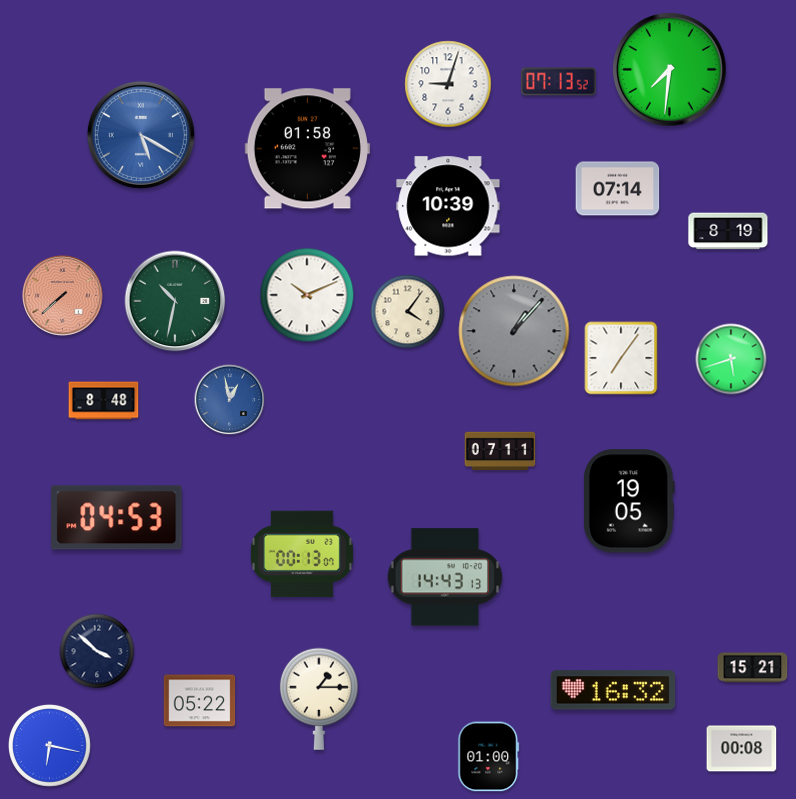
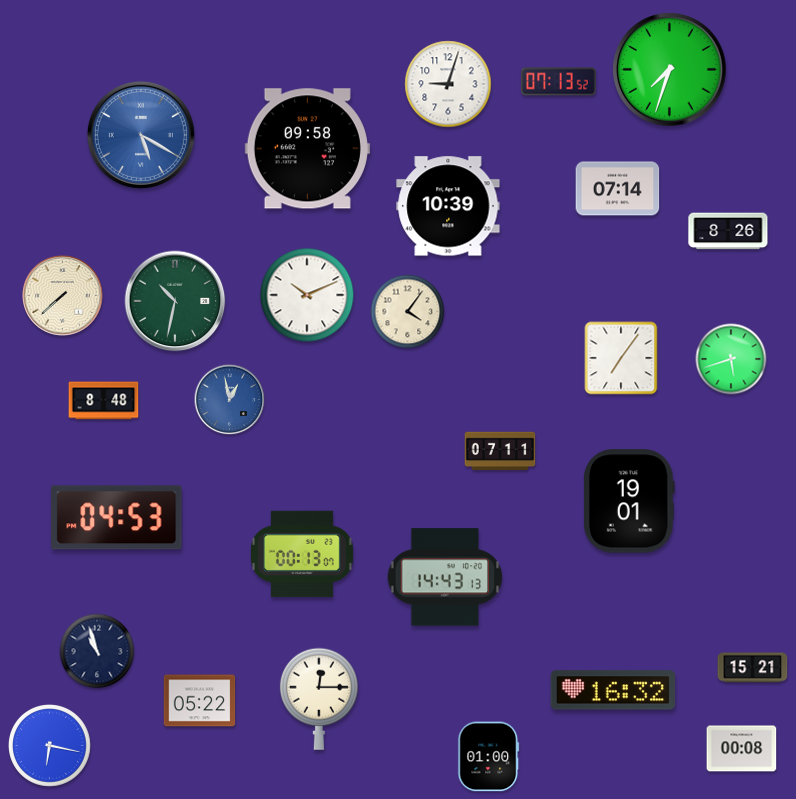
clock at (670, 70): 7:31 -> 7:33
clock at (307, 149): 01:58 -> 09:58
clock at (728, 231): 8:19 -> 8:26
clock at (63, 296) dial: salmon -> cream
clock at (514, 331): 1:07 -> none
clock at (630, 501): 19:05 -> 19:01
clock at (97, 651): 3:52 -> 10:57
clock at (319, 699): 1:15 -> 12:15
